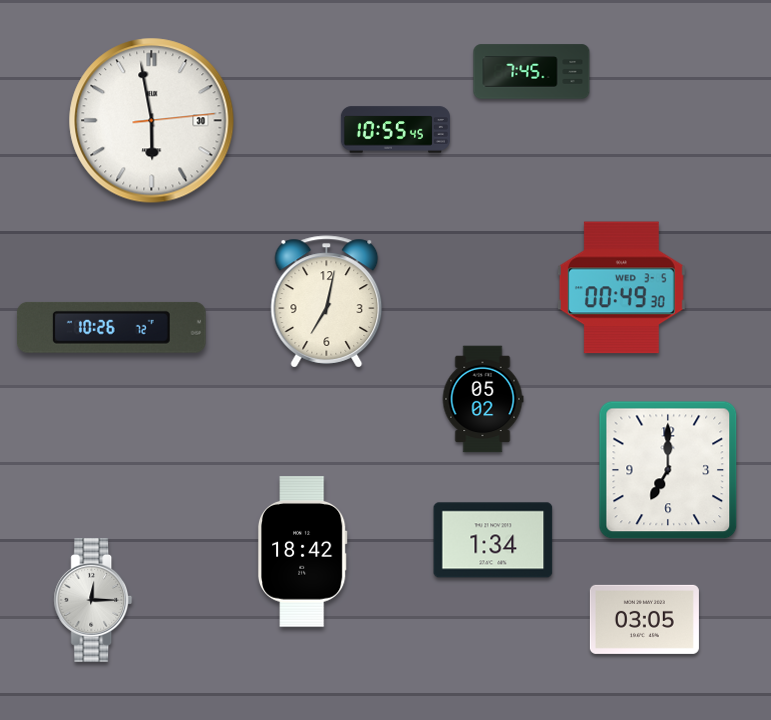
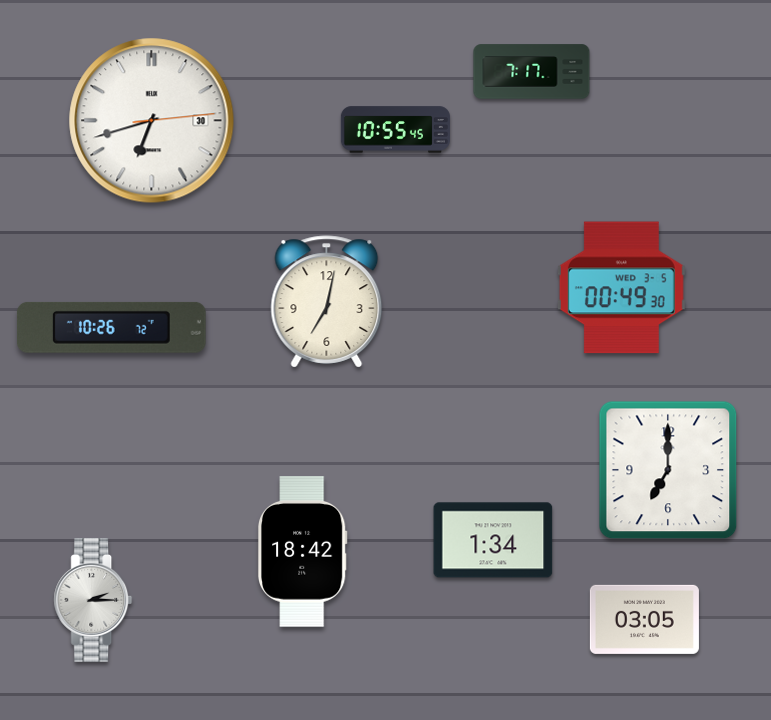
clock at (532, 72): 7:45 -> 7:17
clock at (152, 121): 5:58 -> 6:42
clock at (483, 399): 05:02 -> none
clock at (93, 601): 12:15 -> 2:15
